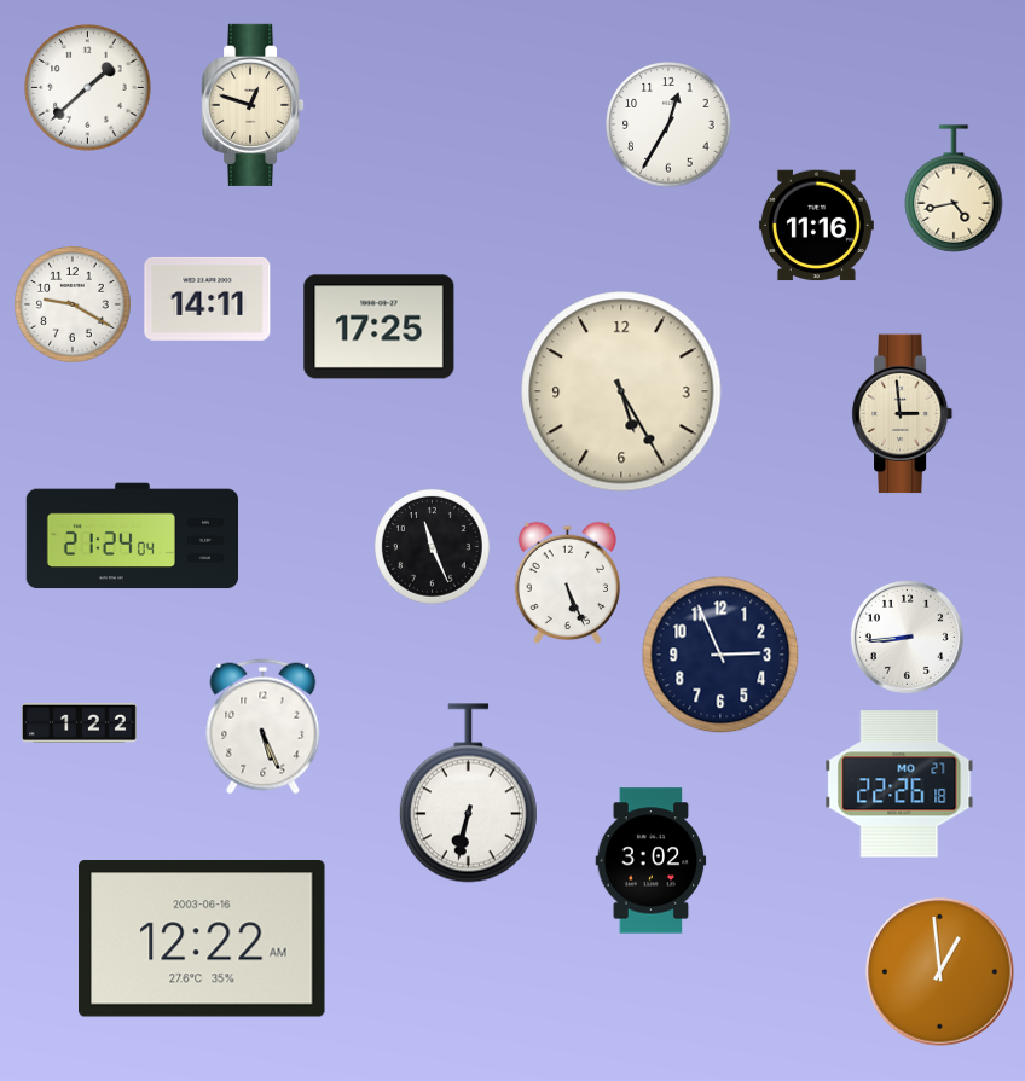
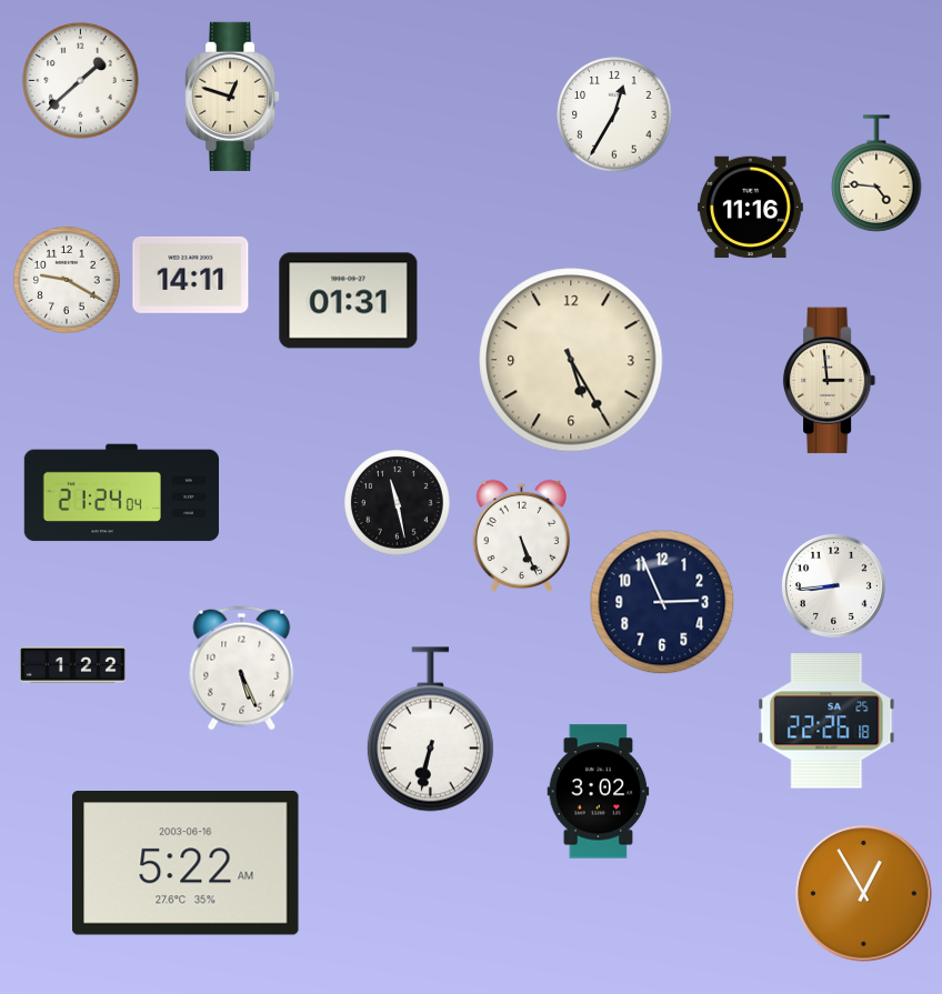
clock at (954, 188): 4:43 -> 4:46
clock at (380, 327): 17:25 -> 01:31
clock at (433, 547): 11:26 -> 11:28
clock at (899, 784) date: MO 27 -> SA 25
clock at (203, 940): 12:22 -> 5:22
clock at (940, 972): 12:59 -> 12:55
